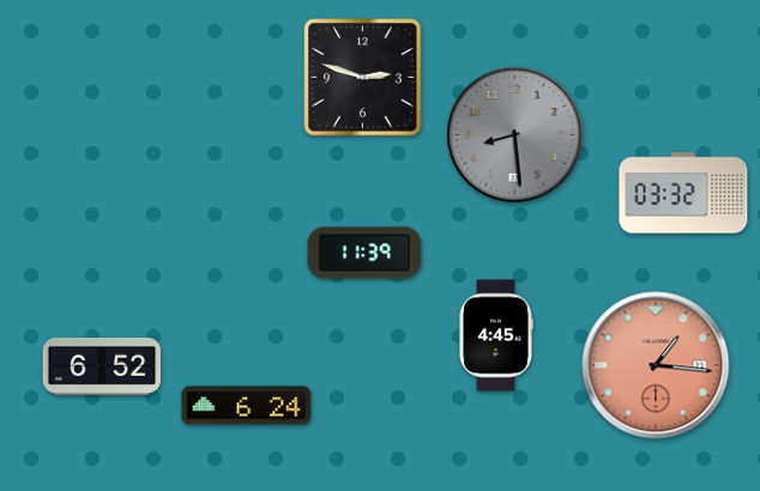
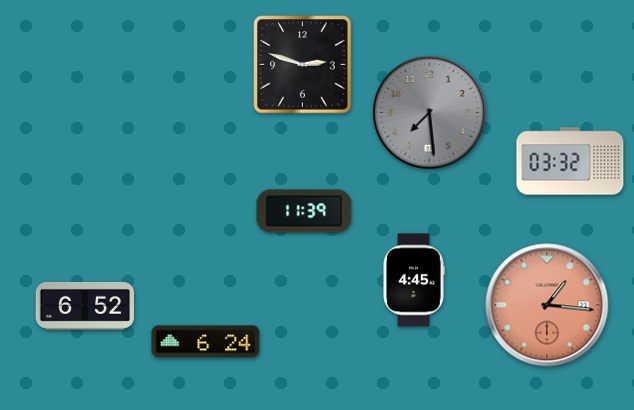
clock at (515, 135): 8:29 -> 7:29
clock at (247, 406) position: (247, 406) -> (206, 342)
